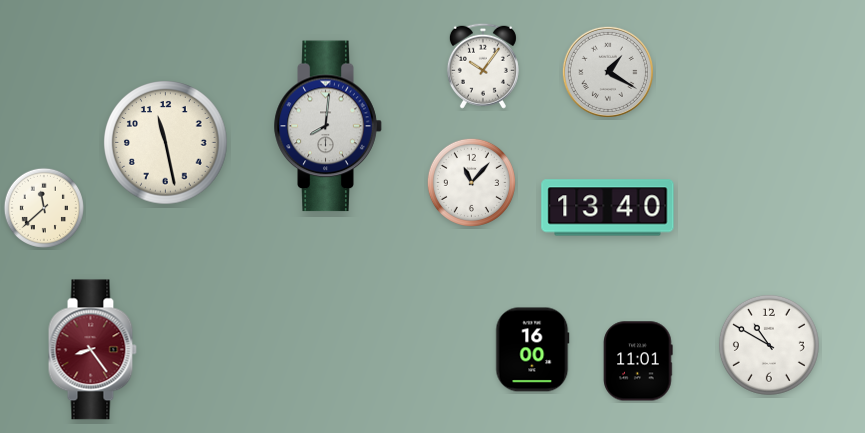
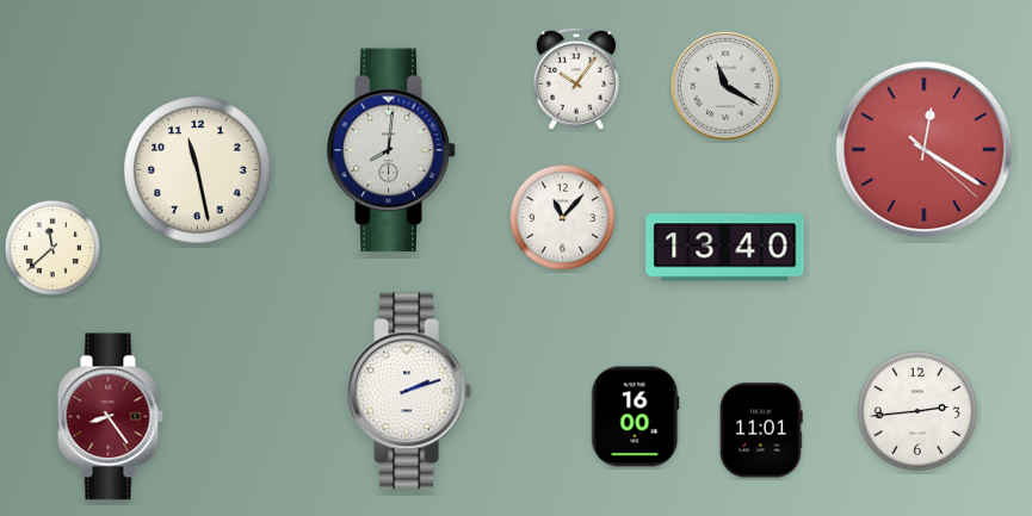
clock at (608, 72): 1:20 -> 11:20
clock at (925, 150): none -> 12:20
clock at (409, 391): none -> 2:12
clock at (769, 345): 10:50 -> 2:44
